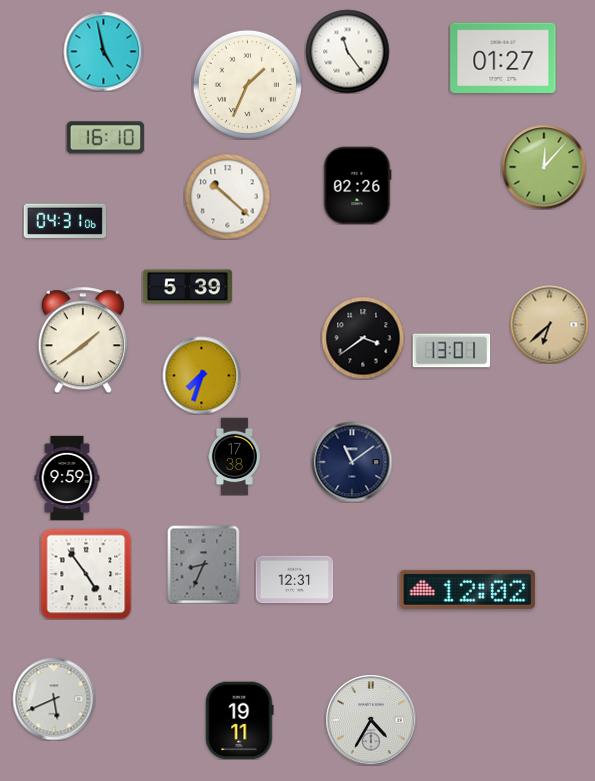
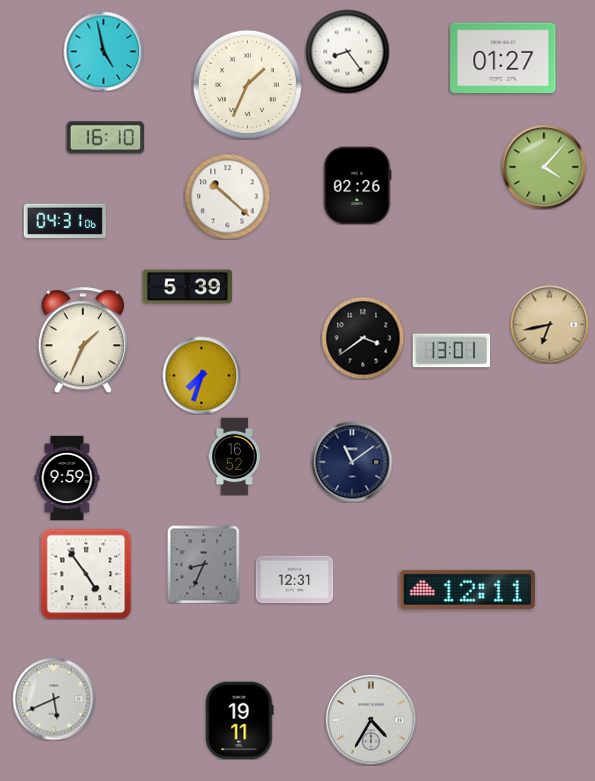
clock at (347, 51): 11:24 -> 8:24
clock at (544, 167): 12:07 -> 4:07
clock at (549, 324): 6:38 -> 6:43
clock at (83, 340): 1:39 -> 1:34
clock at (235, 456): 17:38 -> 16:52
clock at (468, 589): 12:02 -> 12:11
